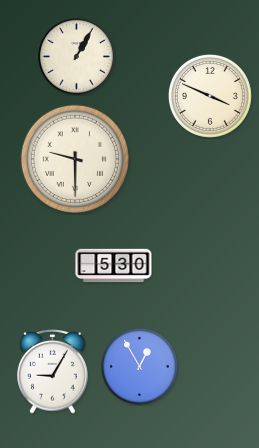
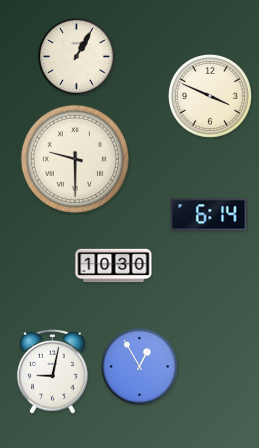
clock at (209, 215): none -> 6:14
clock at (114, 266): 5:30 -> 10:30
clock at (53, 371): 9:05 -> 9:02
